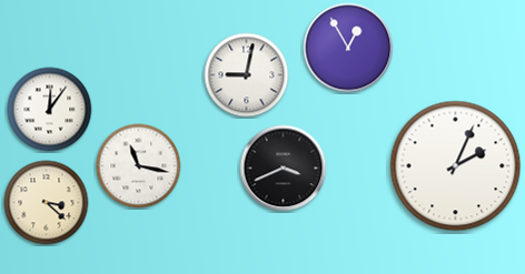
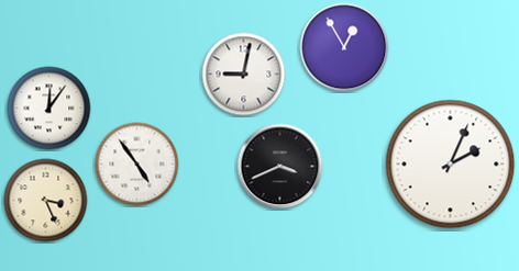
clock at (139, 166): 11:17 -> 4:54
clock at (47, 203): 3:22 -> 3:26
